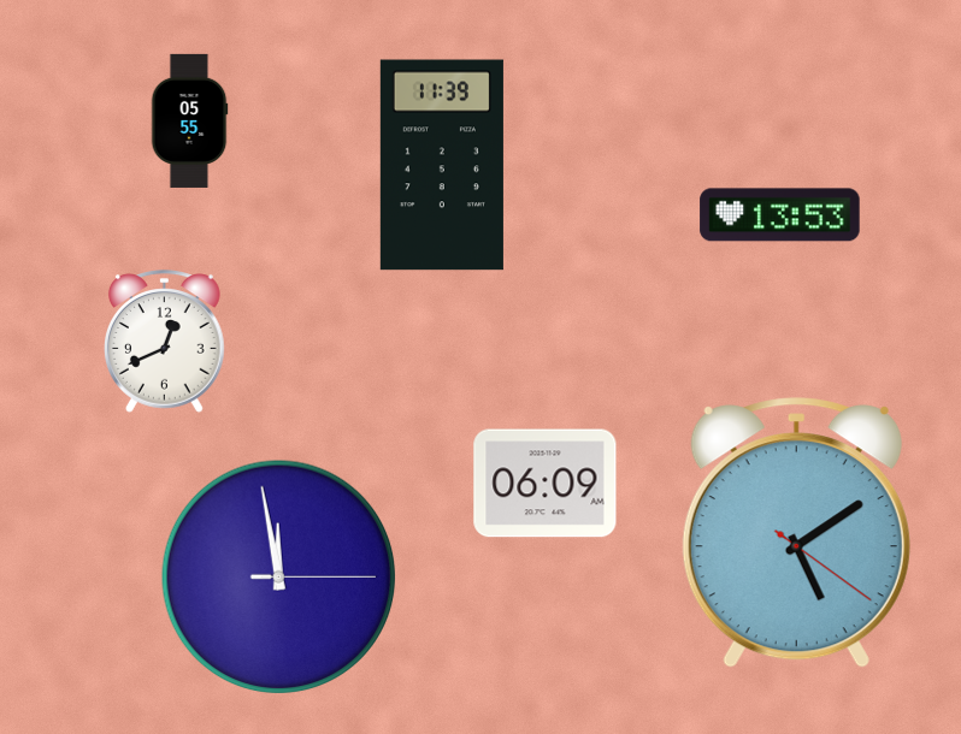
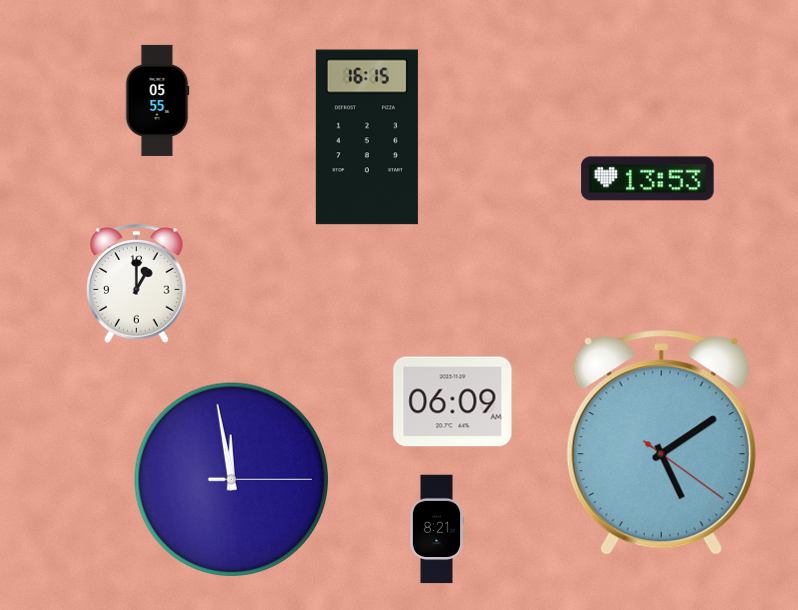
clock at (442, 165): 11:39 -> 16:15
clock at (165, 342): 12:41 -> 1:00
clock at (436, 529): none -> 8:21
